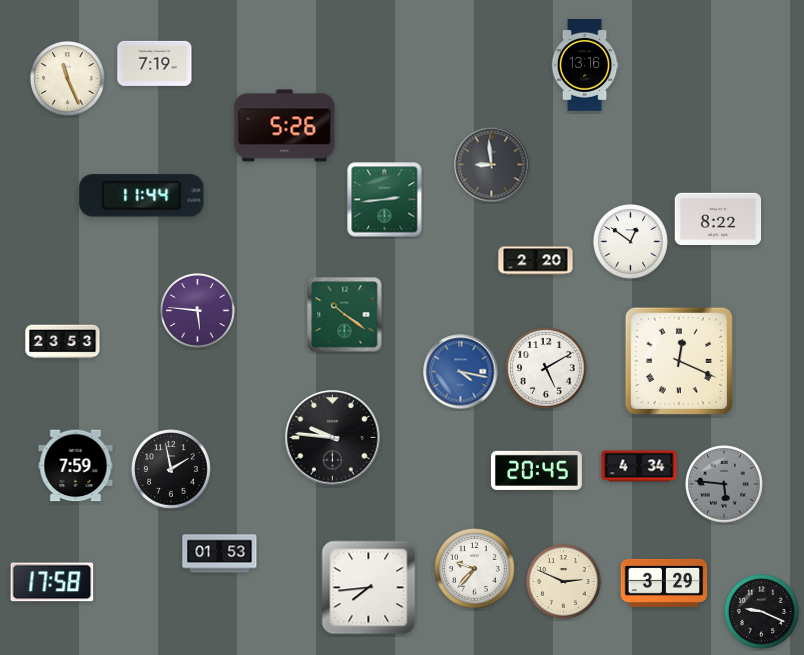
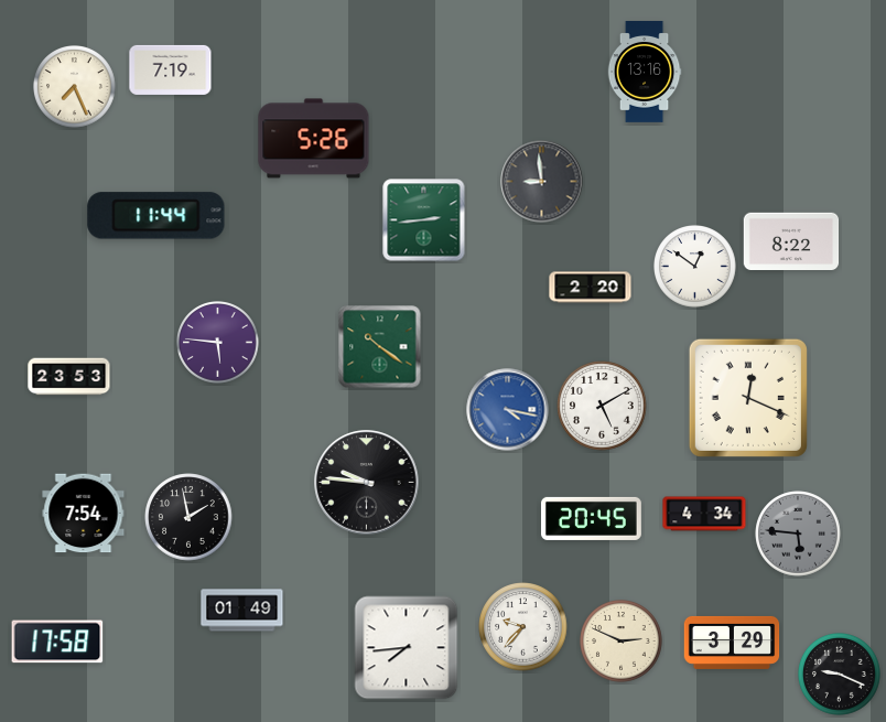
clock at (68, 79): 11:26 -> 7:26
clock at (76, 466): 7:59 -> 7:54
clock at (220, 554): 01:53 -> 01:49
